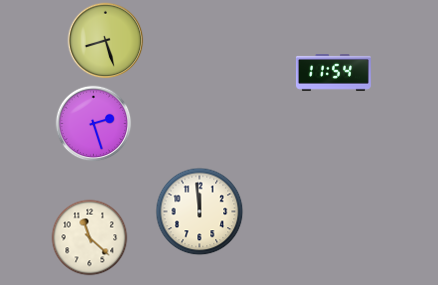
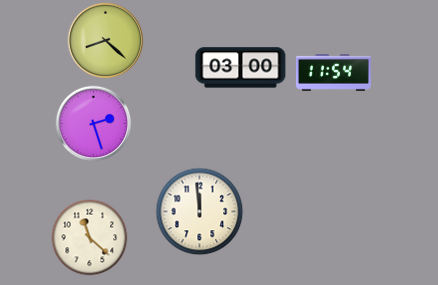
clock at (106, 41): 8:27 -> 8:22
clock at (241, 68): none -> 03:00
